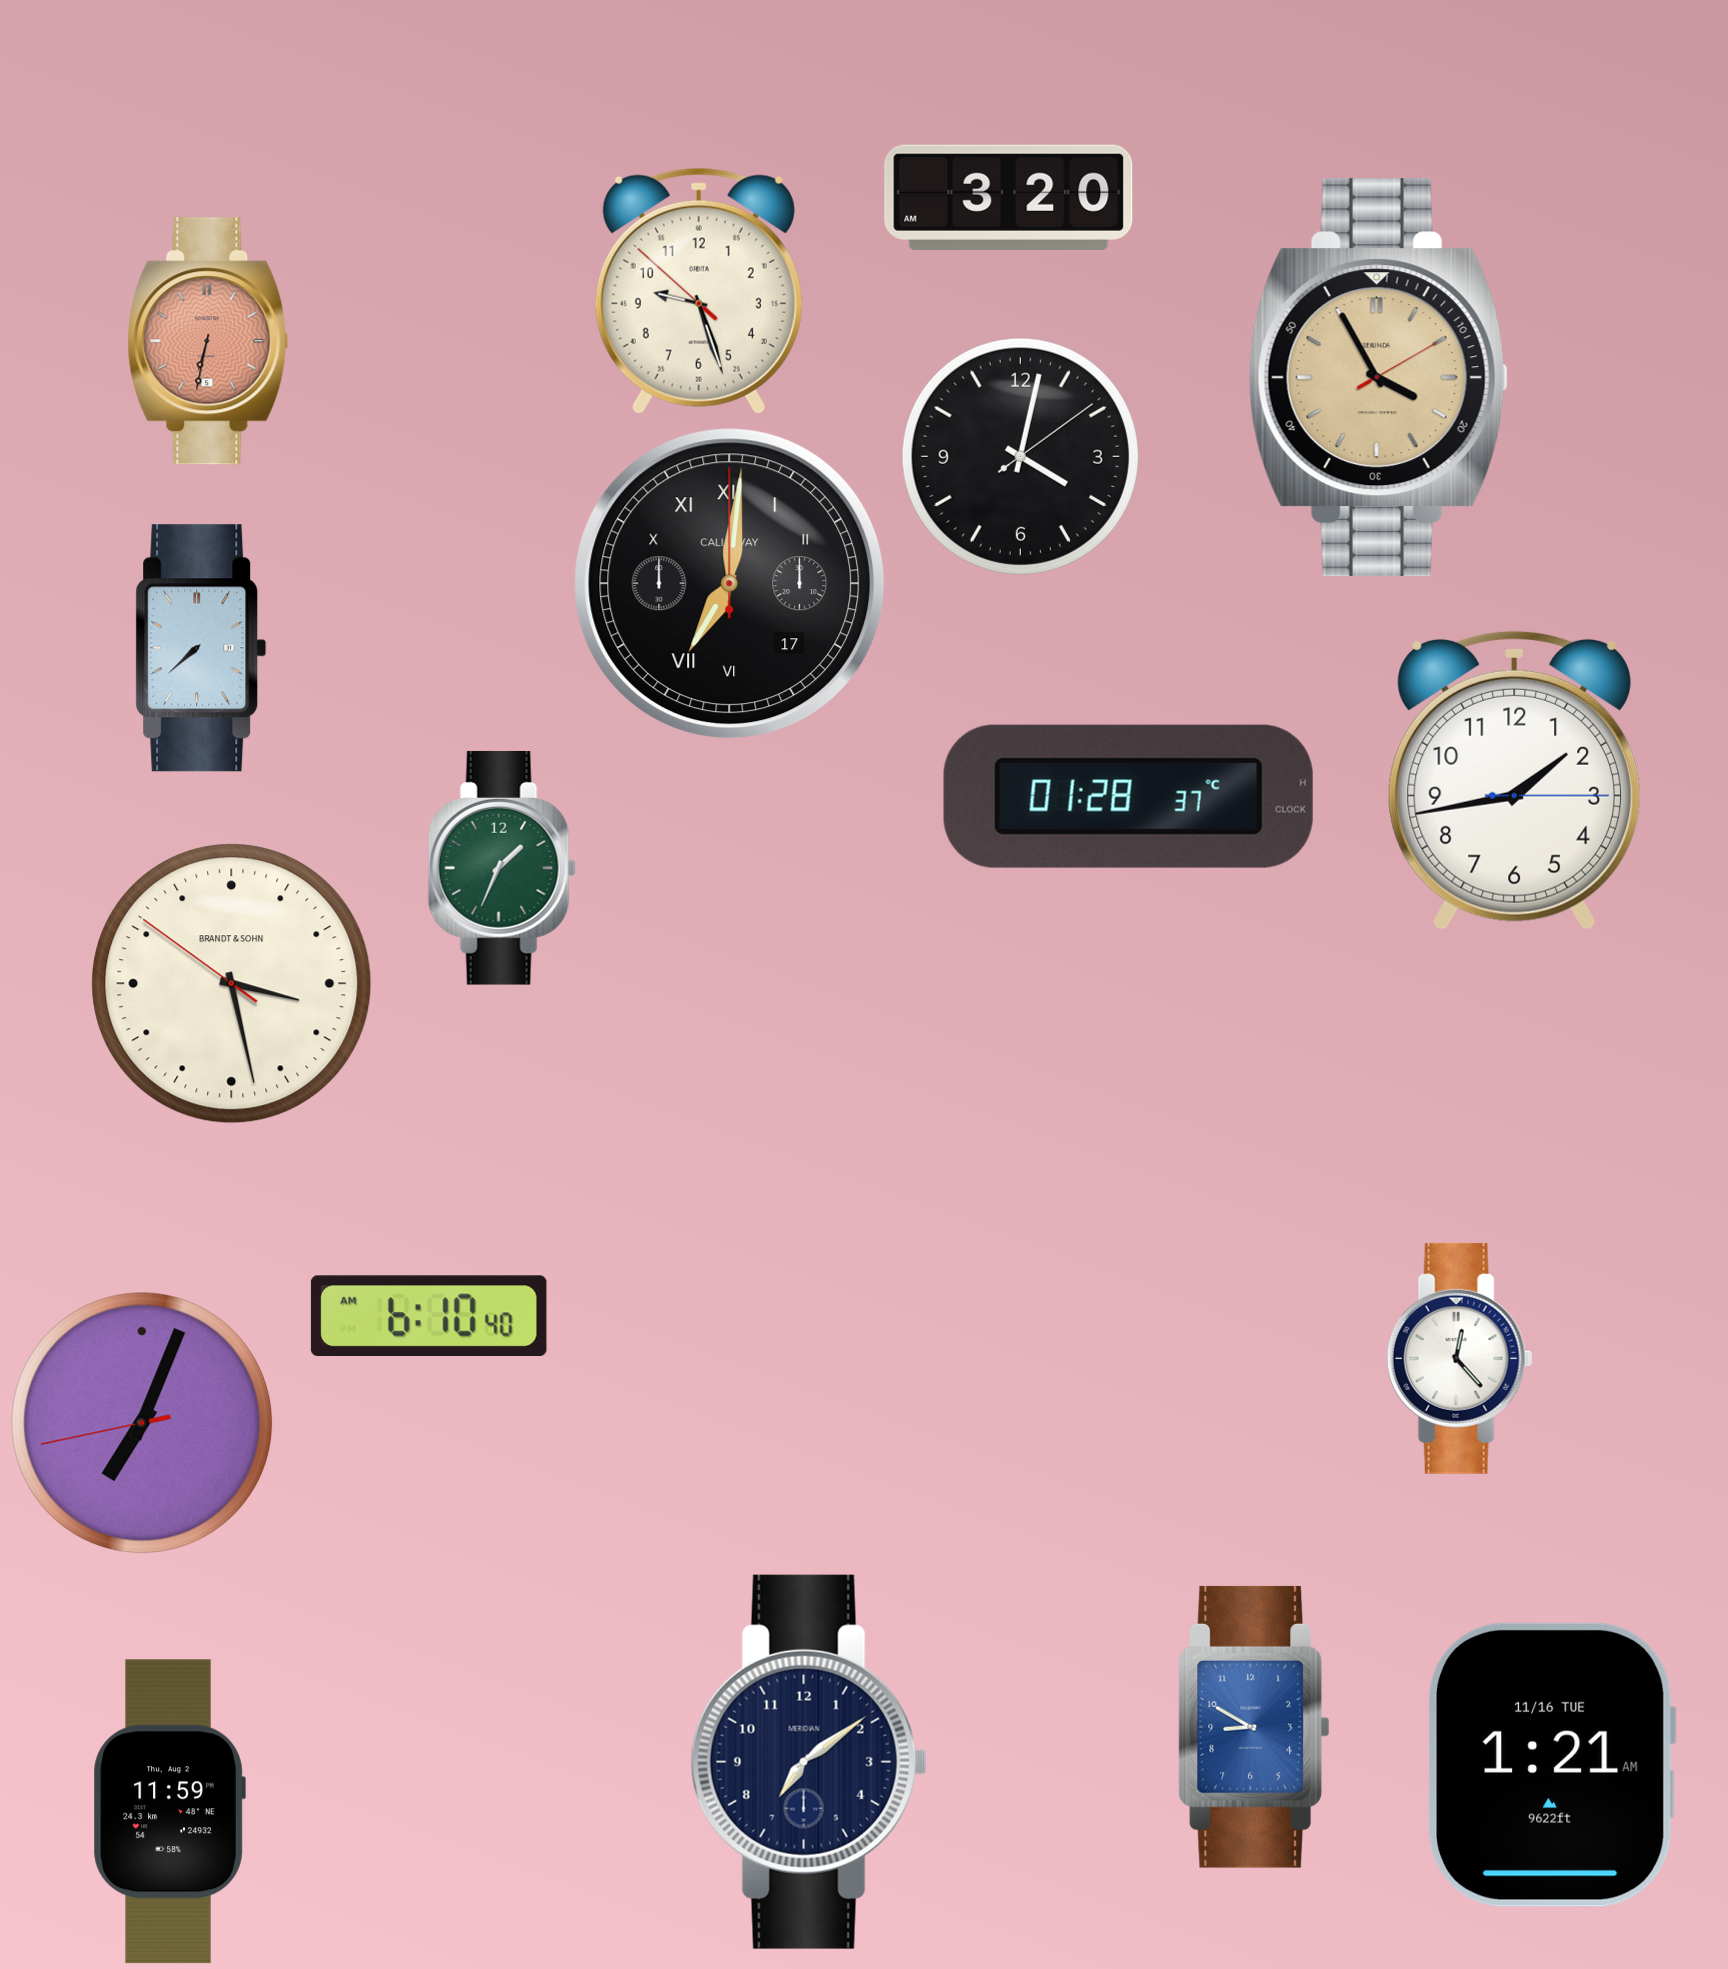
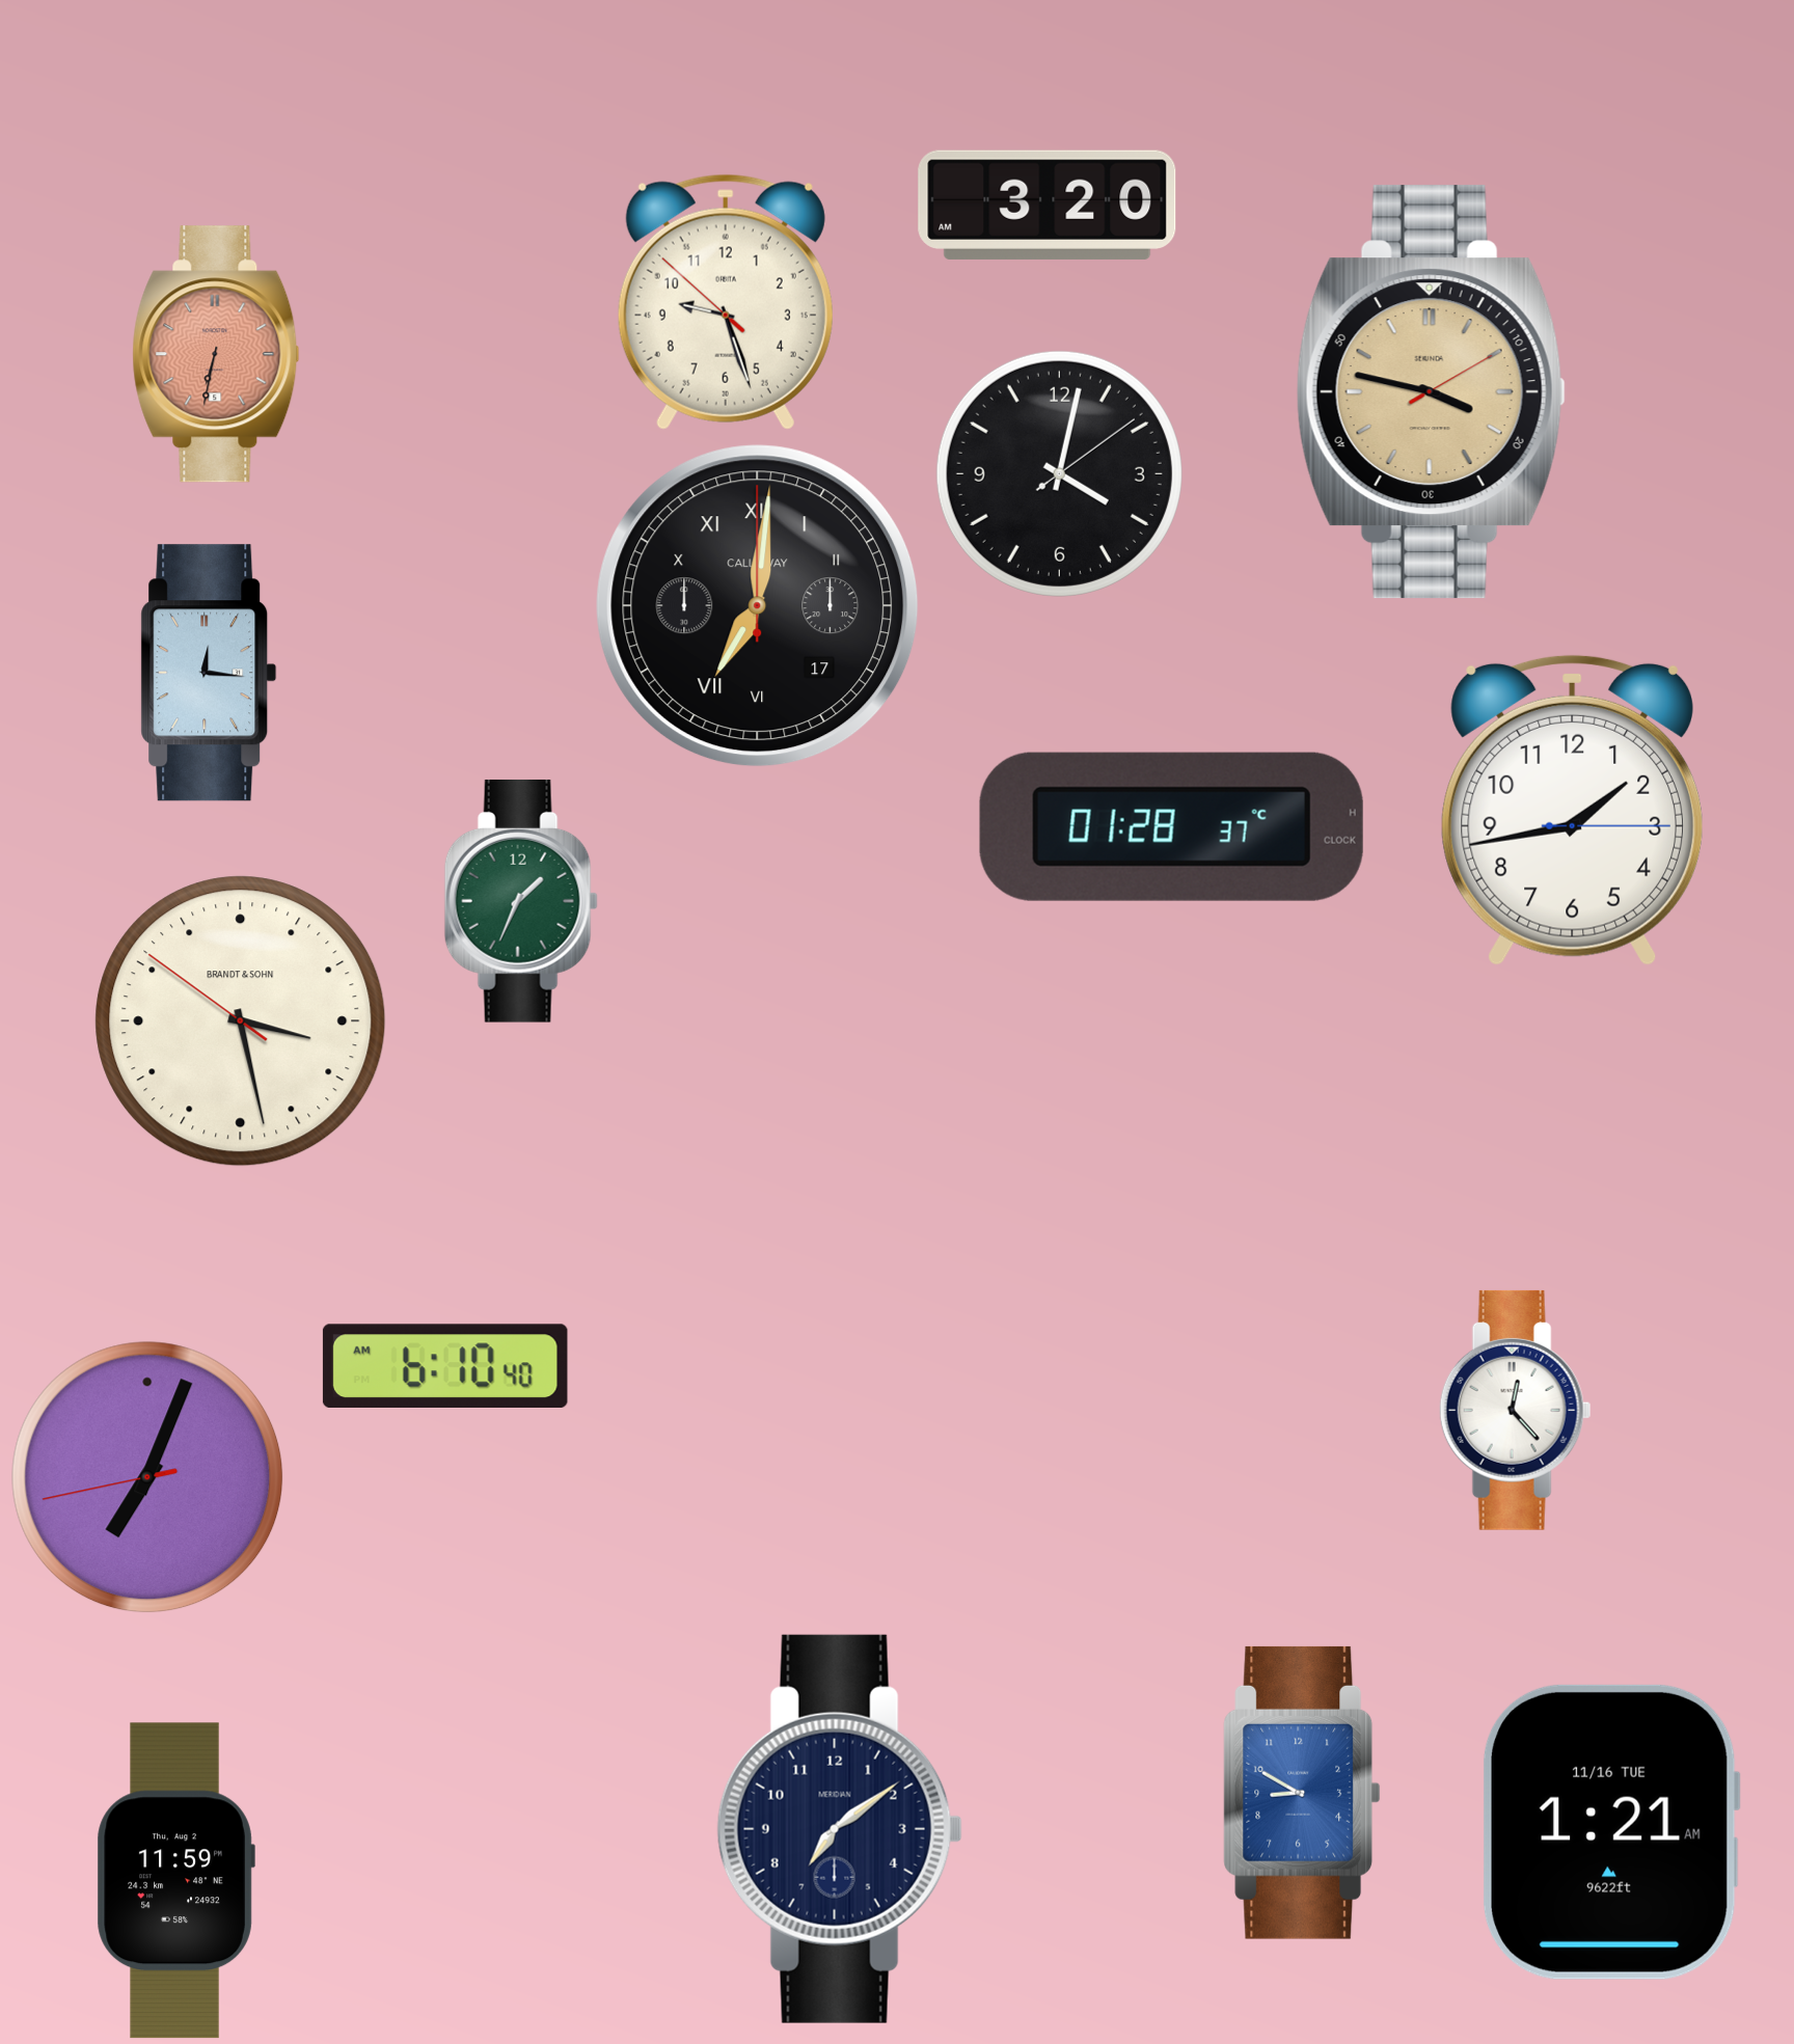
clock at (1378, 378): 3:55 -> 3:47
clock at (201, 648): 7:38 -> 12:16
